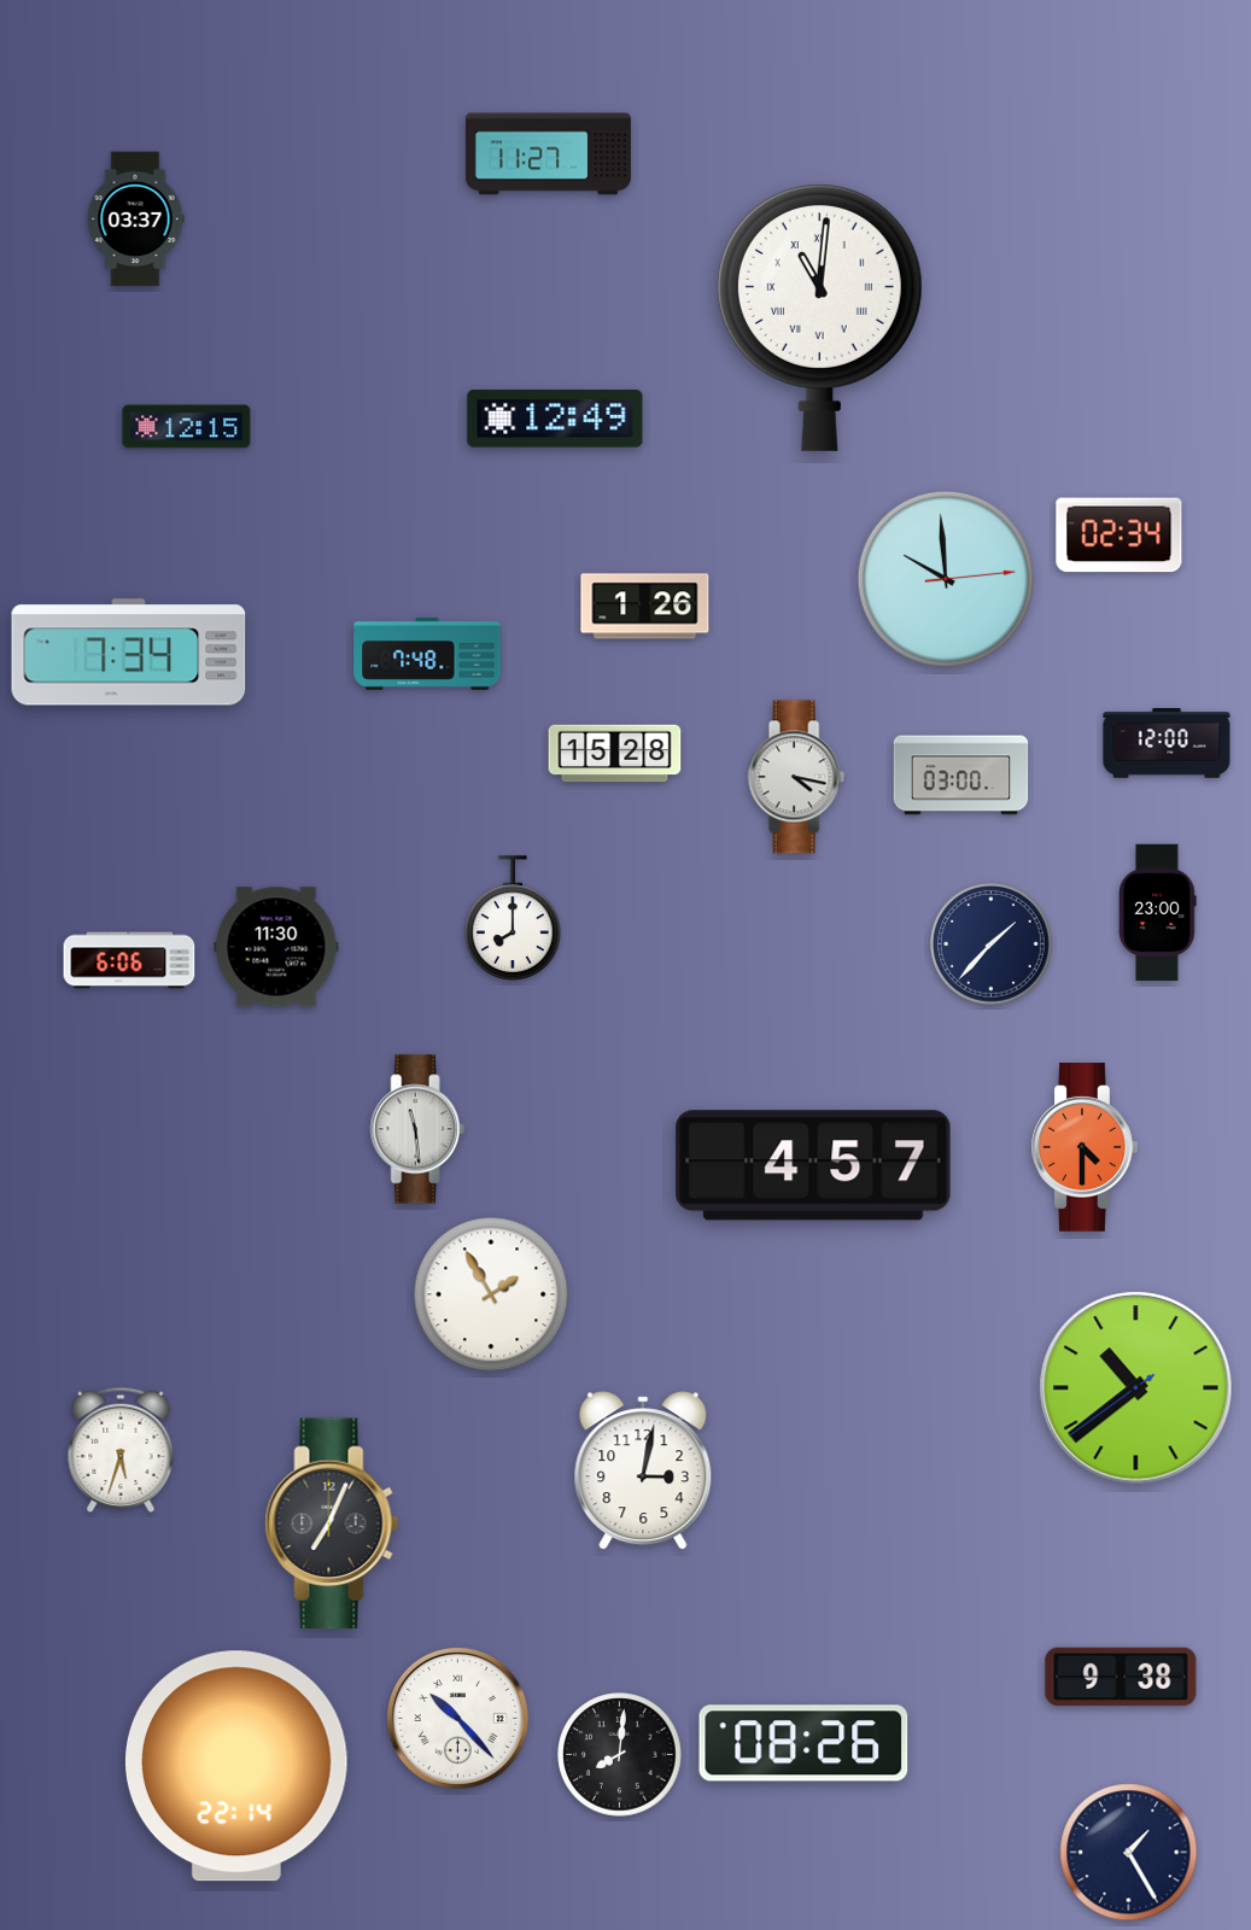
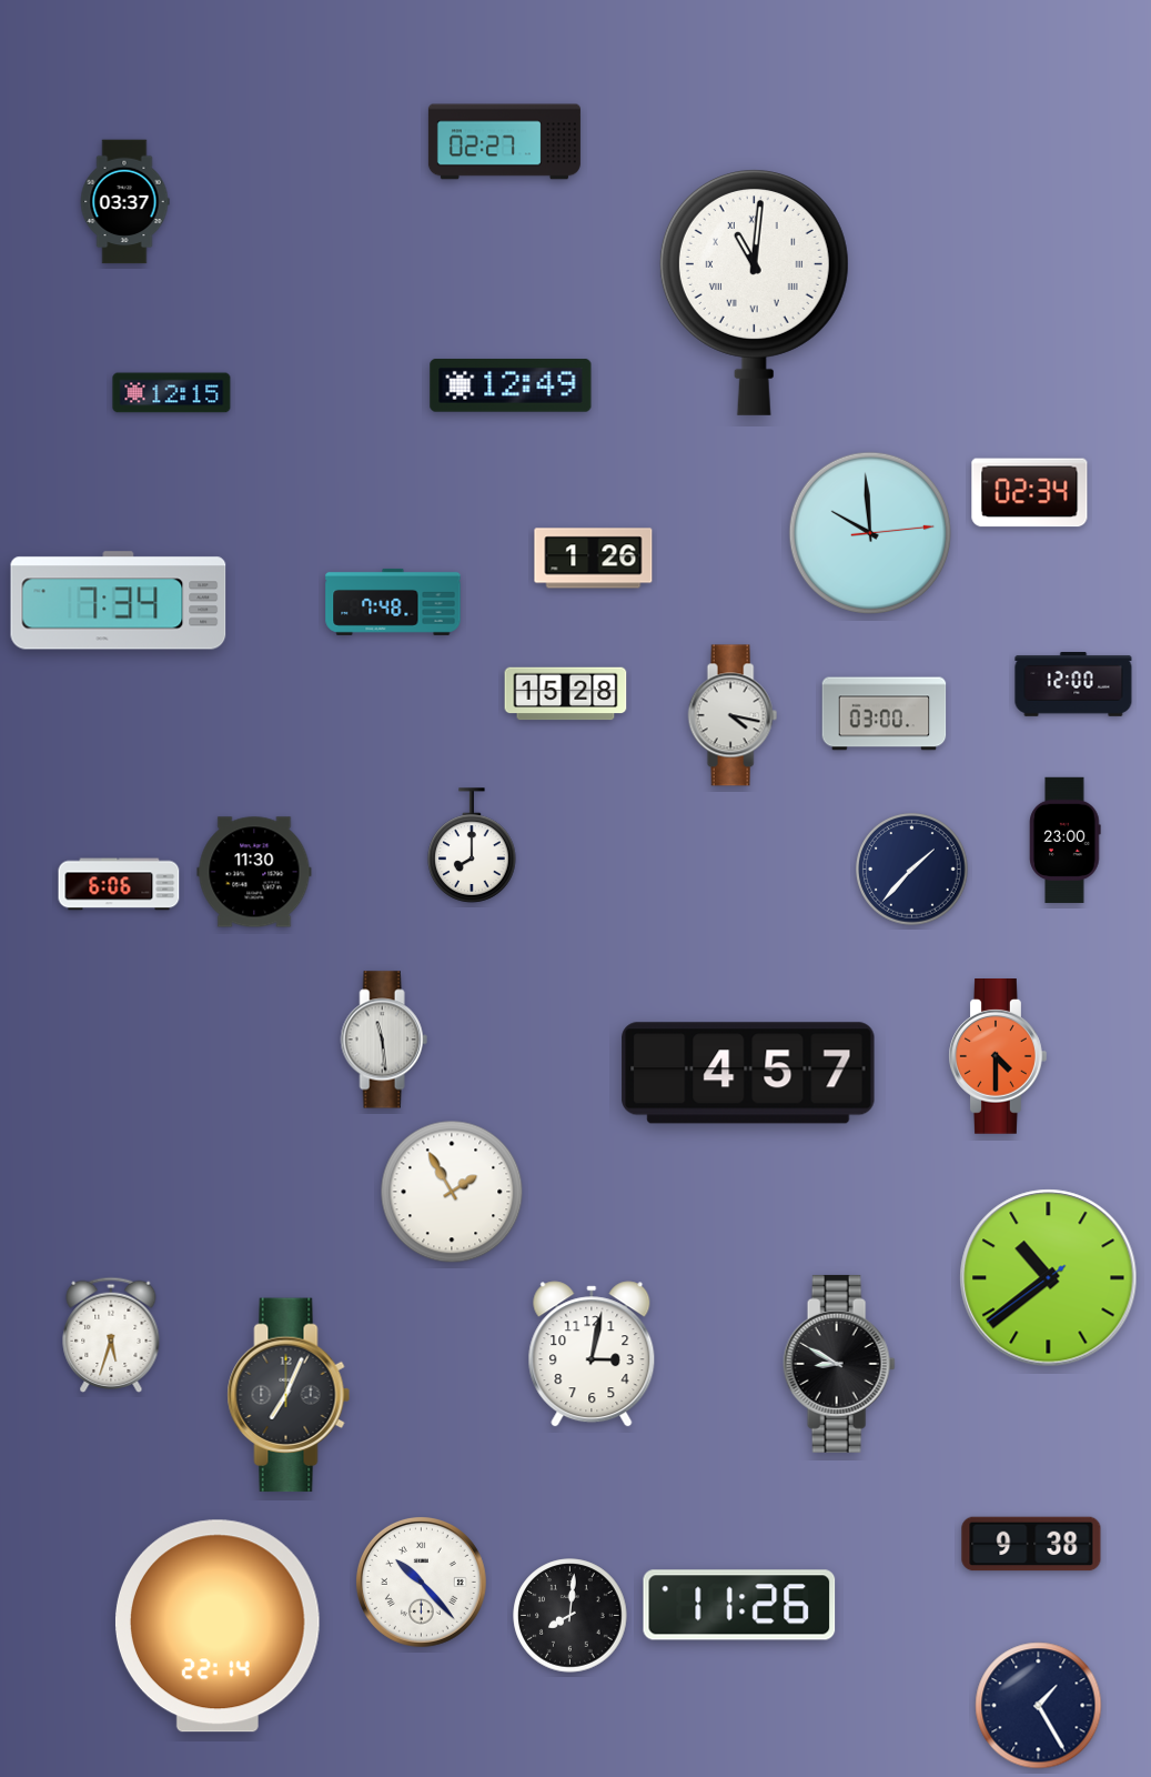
clock at (548, 154): 11:27 -> 02:27
clock at (1136, 1388) position: (1136, 1388) -> (1049, 1278)
clock at (839, 1364): none -> 8:50
clock at (332, 1523) position: (332, 1523) -> (289, 1395)
clock at (803, 1743): 08:26 -> 11:26
